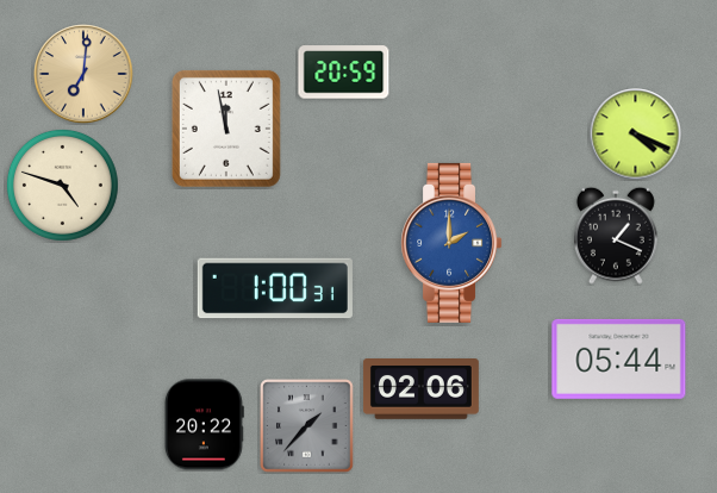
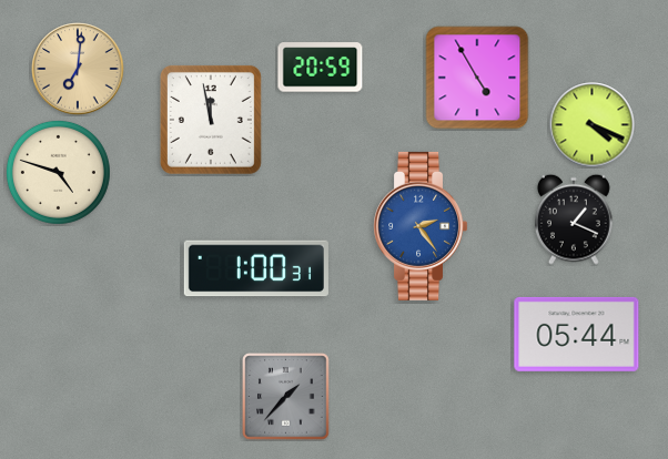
clock at (477, 78): none -> 4:55
clock at (451, 243): 2:00 -> 2:24
clock at (420, 389): 02:06 -> none
clock at (204, 425): 20:22 -> none
